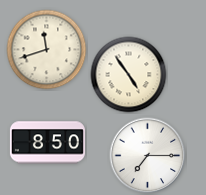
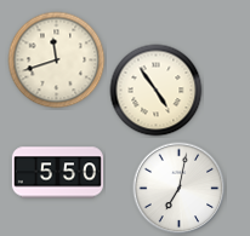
clock at (47, 143): 8:50 -> 5:50
clock at (148, 156): 7:15 -> 7:02
